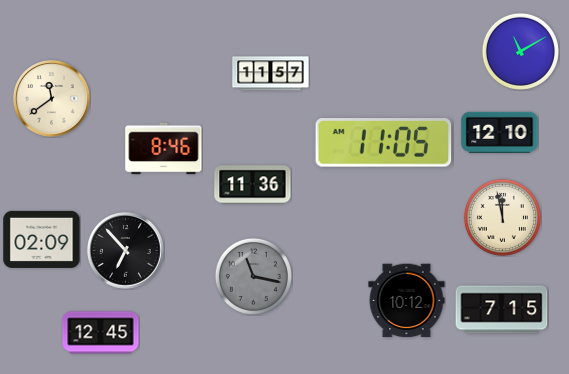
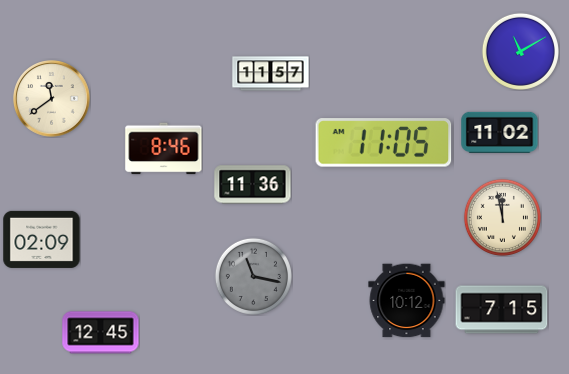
clock at (500, 132): 12:10 -> 11:02
clock at (126, 251): 6:53 -> none
